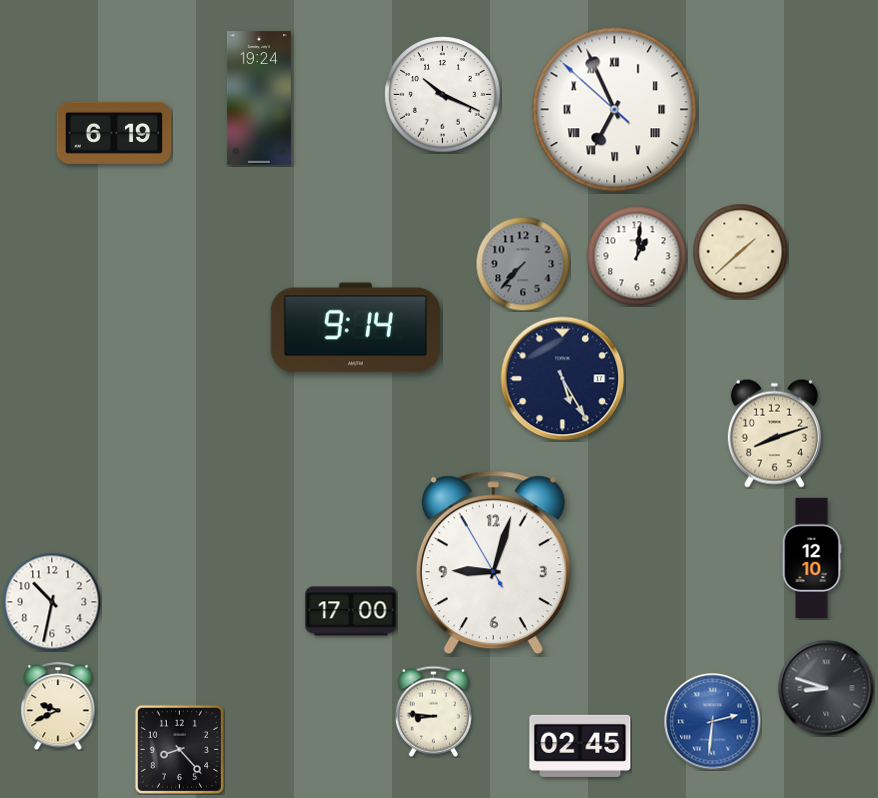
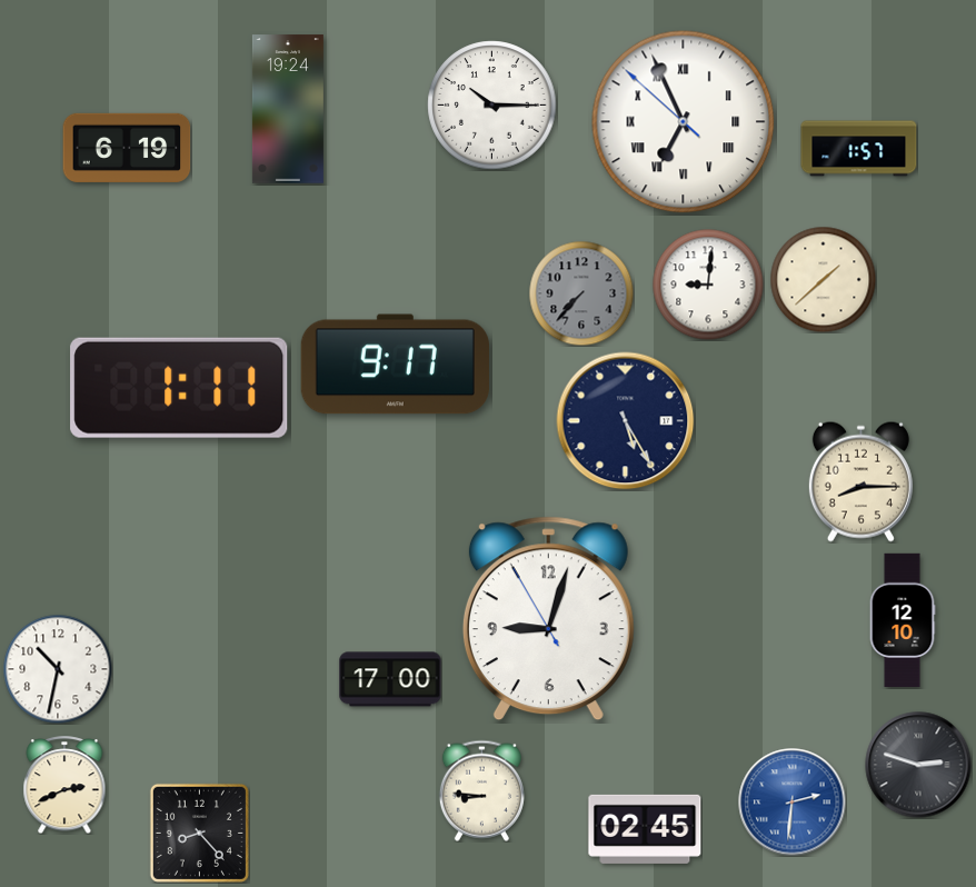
clock at (443, 95): 10:19 -> 10:15
clock at (859, 149): none -> 1:57
clock at (637, 256): 1:01 -> 9:01
clock at (355, 328): 9:14 -> 9:17
clock at (179, 388): none -> 1:11
clock at (774, 433): 8:12 -> 8:15
clock at (493, 563) position: (493, 563) -> (548, 619)
clock at (826, 688): 8:48 -> 2:48
clock at (58, 706): 9:41 -> 2:41
